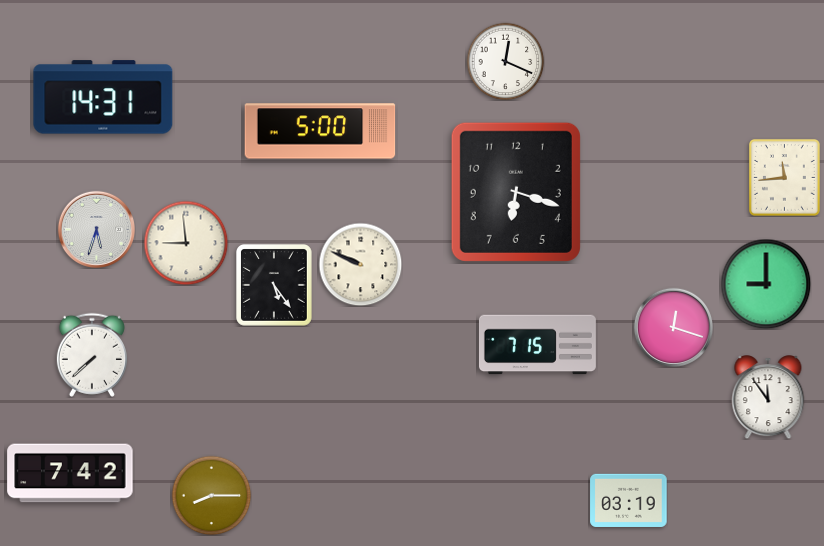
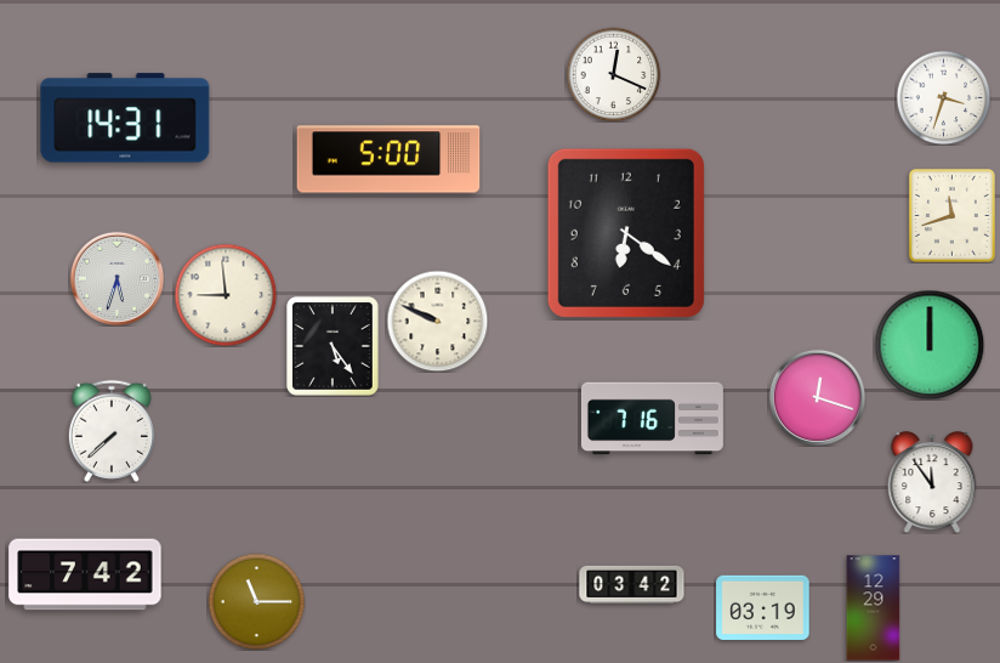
clock at (943, 97): none -> 3:33
clock at (784, 178): 11:44 -> 11:42
clock at (516, 192): 6:18 -> 6:21
clock at (766, 284): 9:00 -> 12:00
clock at (537, 345): 7:15 -> 7:16
clock at (632, 584): none -> 03:42
clock at (211, 495): 8:15 -> 11:15
clock at (874, 608): none -> 12:29
